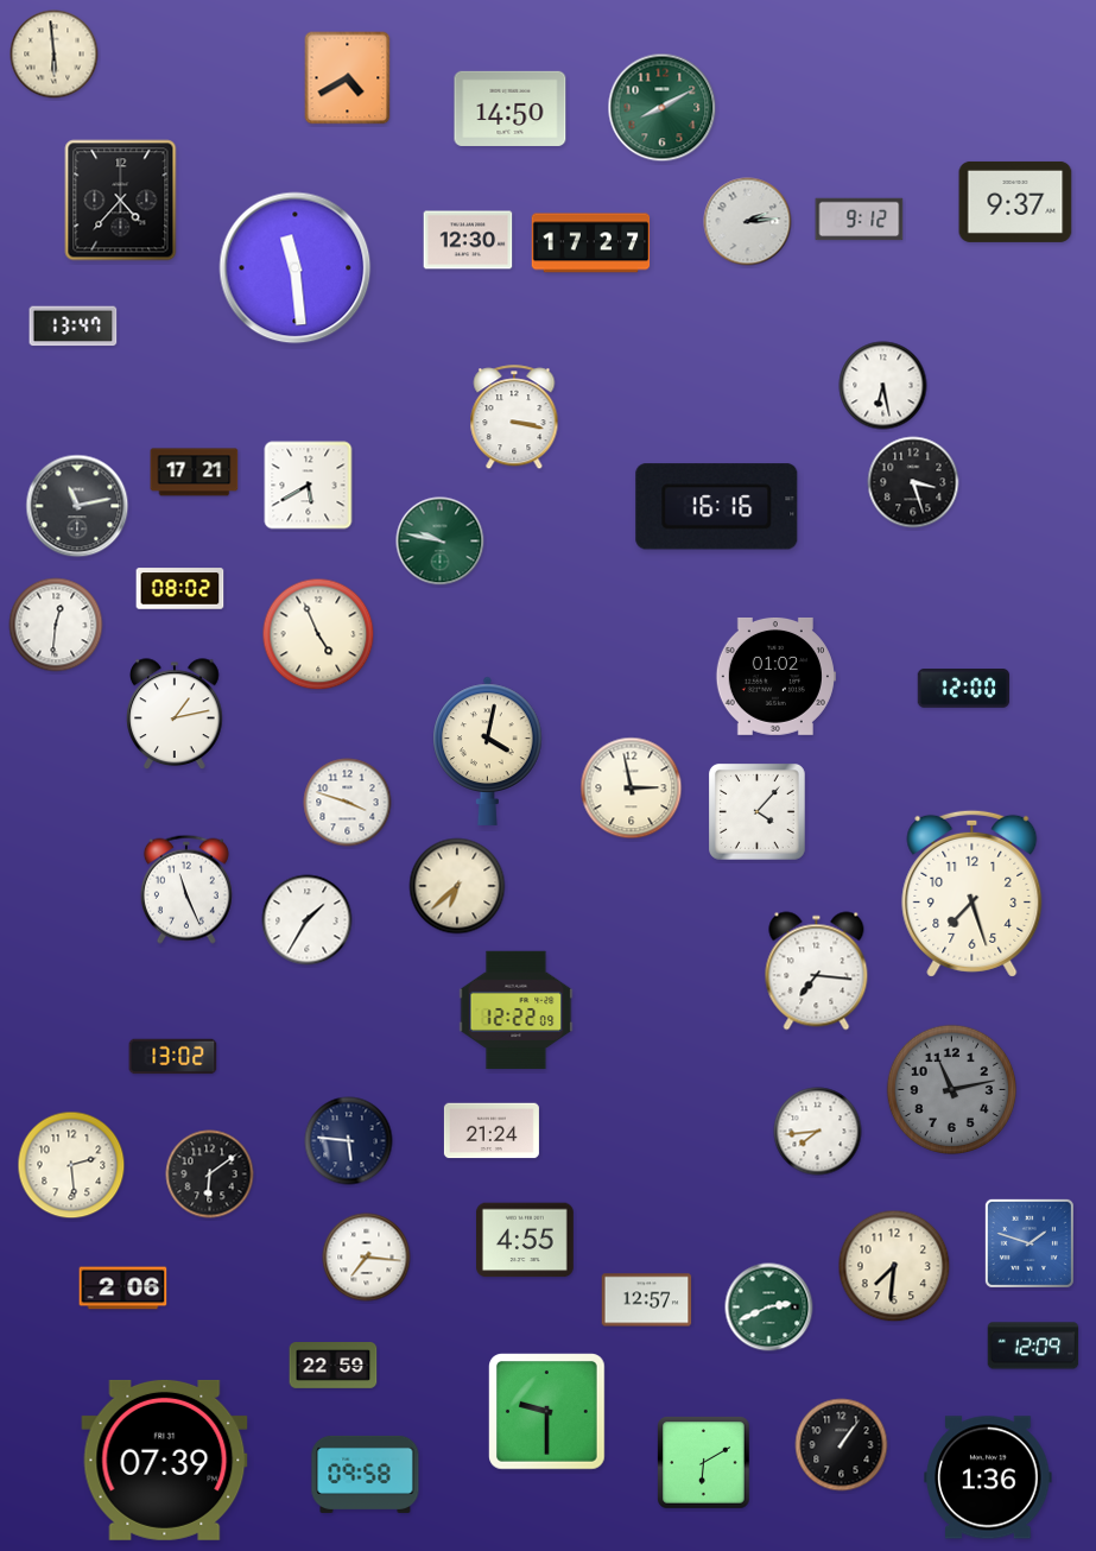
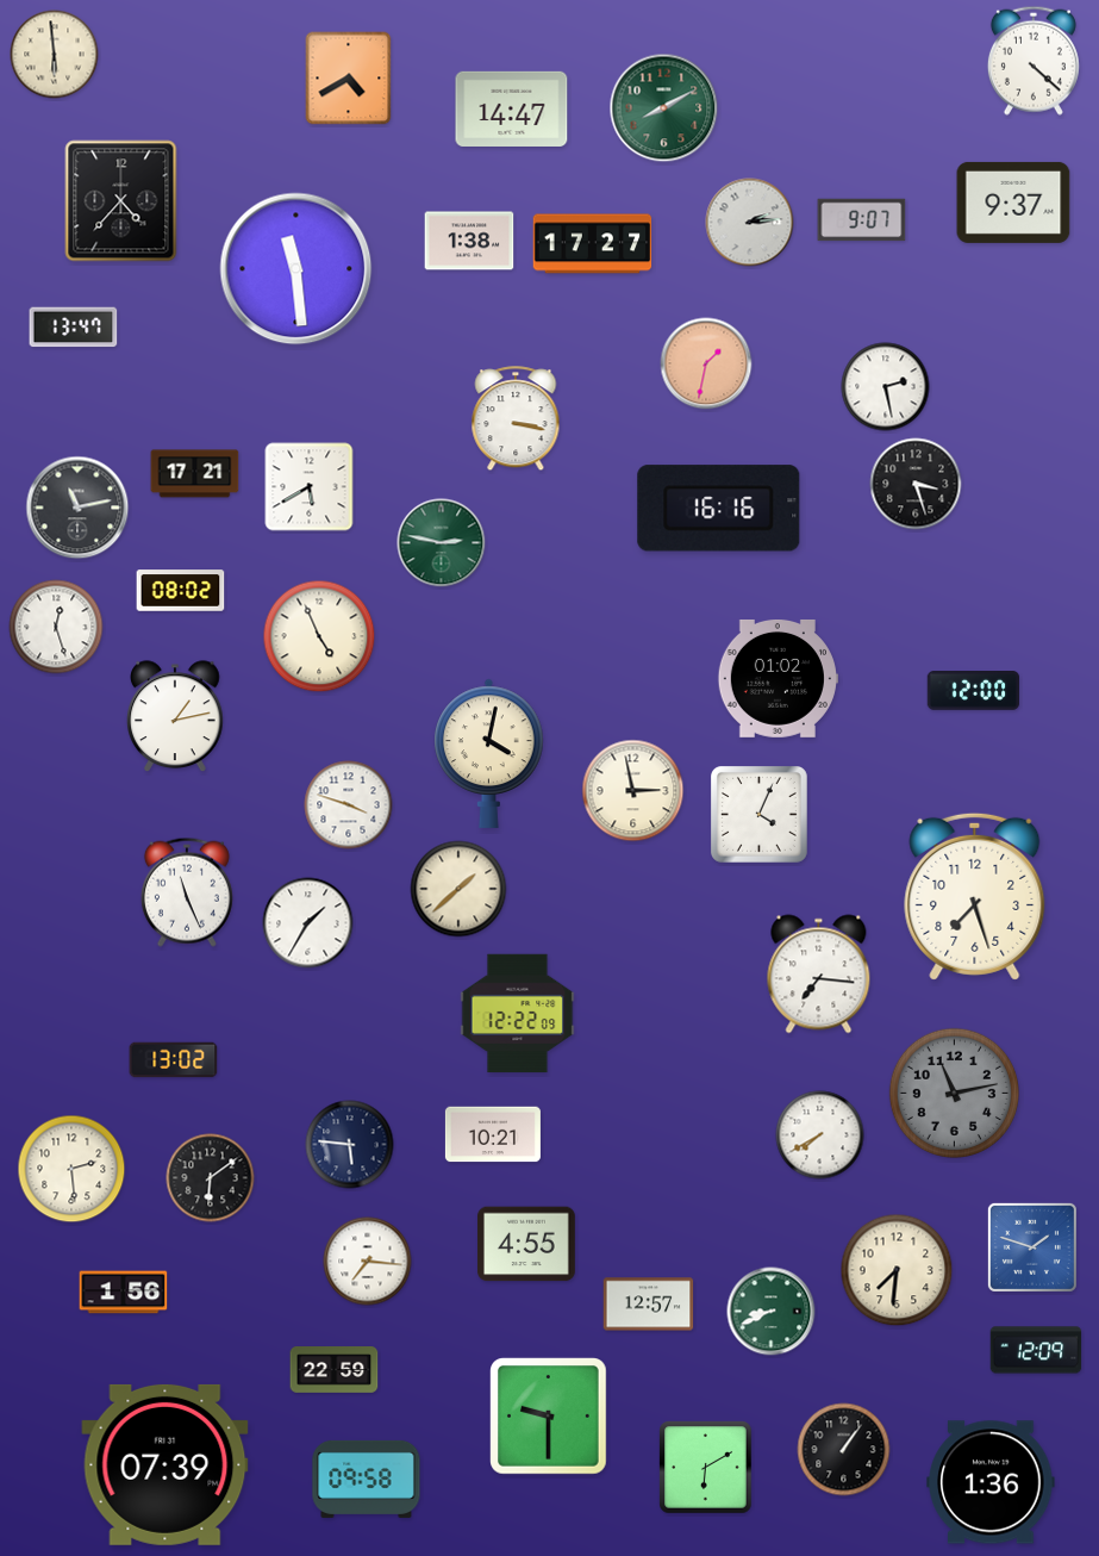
clock at (1034, 61): none -> 4:22
clock at (511, 108): 14:50 -> 14:47
clock at (1015, 202) position: (1015, 202) -> (1013, 203)
clock at (860, 220): 9:12 -> 9:07
clock at (468, 240): 12:30 -> 1:38
clock at (706, 363): none -> 1:32
clock at (883, 386): 6:28 -> 2:28
clock at (441, 542): 9:47 -> 2:47
clock at (56, 625): 12:31 -> 12:27
clock at (964, 689) position: (964, 689) -> (974, 691)
clock at (758, 812): 4:07 -> 4:04
clock at (457, 886): 6:38 -> 1:38
clock at (492, 1131): 21:24 -> 10:21
clock at (818, 1132): 7:44 -> 7:40
clock at (123, 1289): 2:06 -> 1:56
clock at (769, 1308): 2:41 -> 8:41
